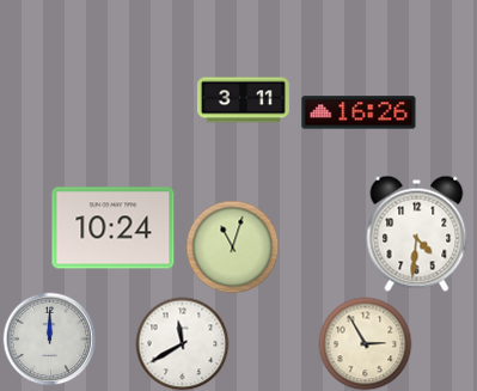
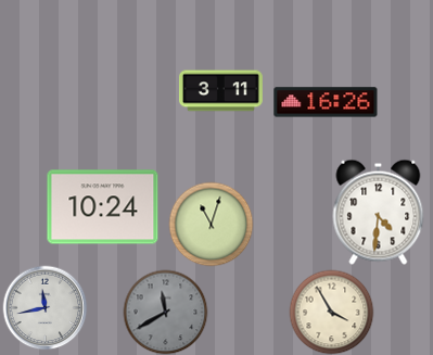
clock at (49, 338): 12:00 -> 11:43
clock at (182, 343) dial: white -> grey
clock at (365, 343): 2:55 -> 3:55
